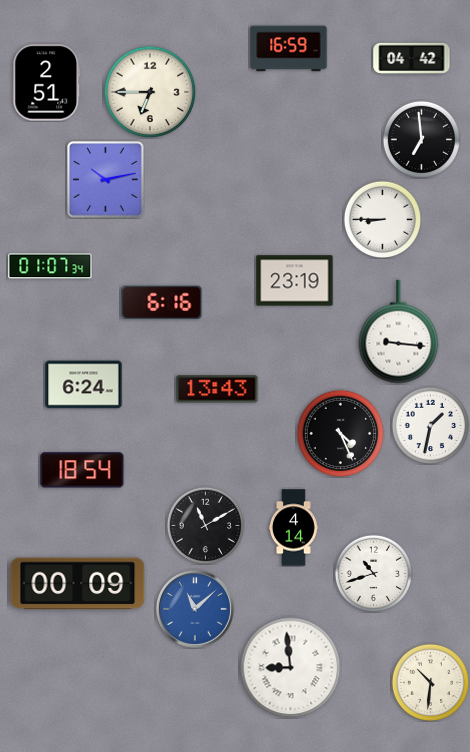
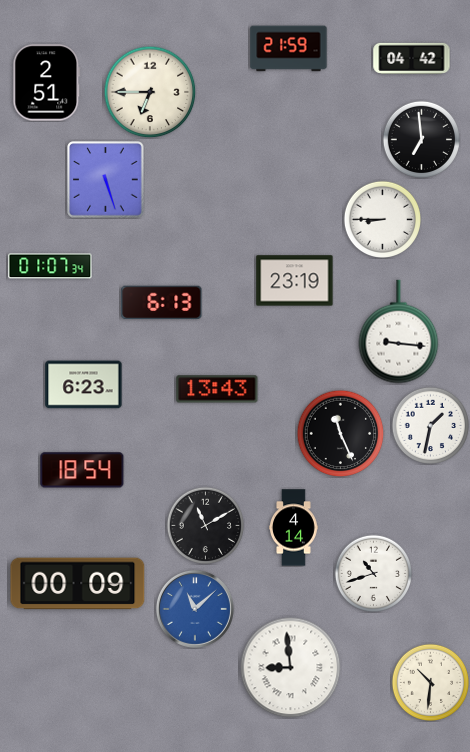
clock at (289, 49): 16:59 -> 21:59
clock at (106, 180): 10:13 -> 5:27
clock at (162, 303): 6:16 -> 6:13
clock at (84, 385): 6:24 -> 6:23
clock at (340, 433): 4:26 -> 11:26
